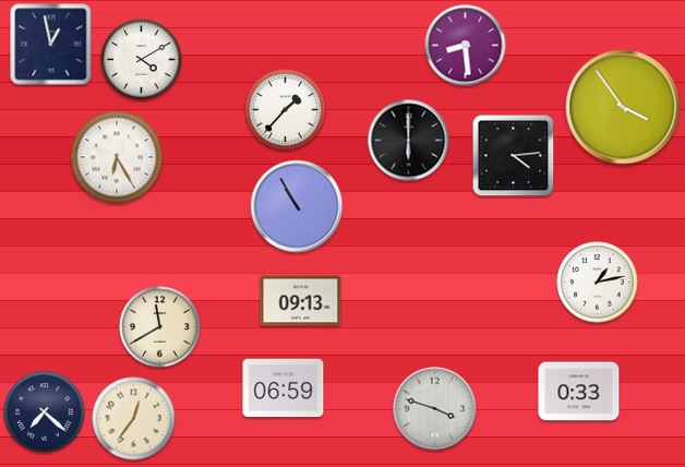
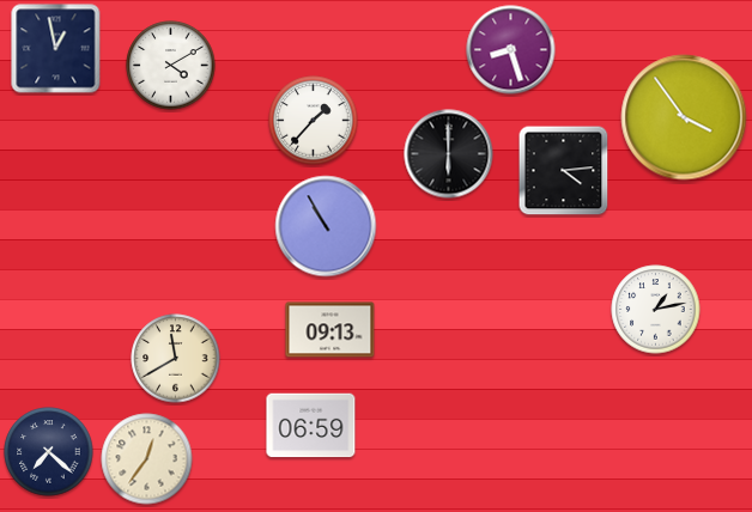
clock at (466, 46): 8:29 -> 8:27
clock at (142, 60) position: (142, 60) -> (171, 66)
clock at (117, 157): 6:25 -> none
clock at (579, 392): 0:33 -> none
clock at (435, 409): 3:48 -> none
